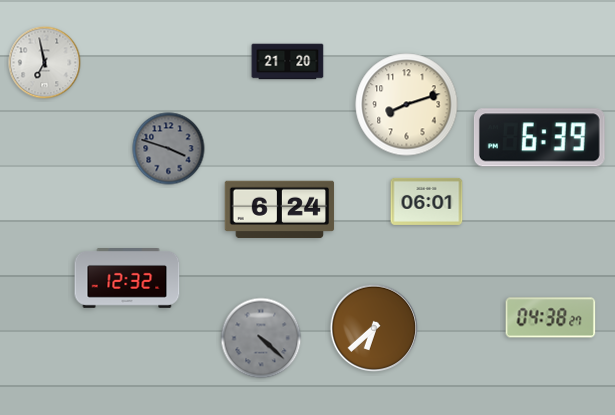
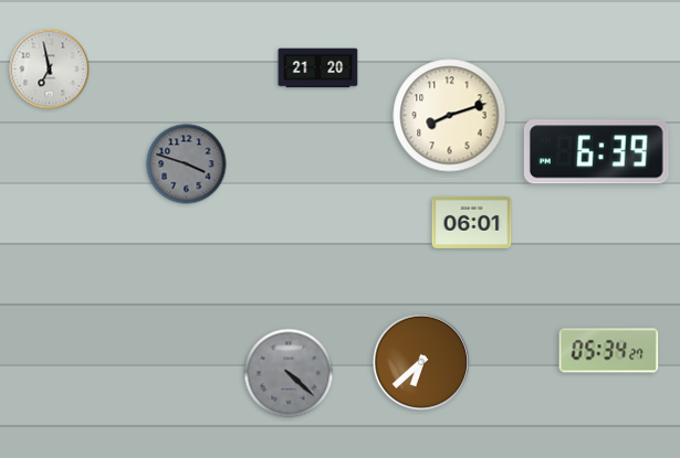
clock at (280, 210): 6:24 -> none
clock at (127, 279): 12:32 -> none
clock at (551, 318): 04:38 -> 05:34
clock at (374, 328) position: (374, 328) -> (421, 362)
